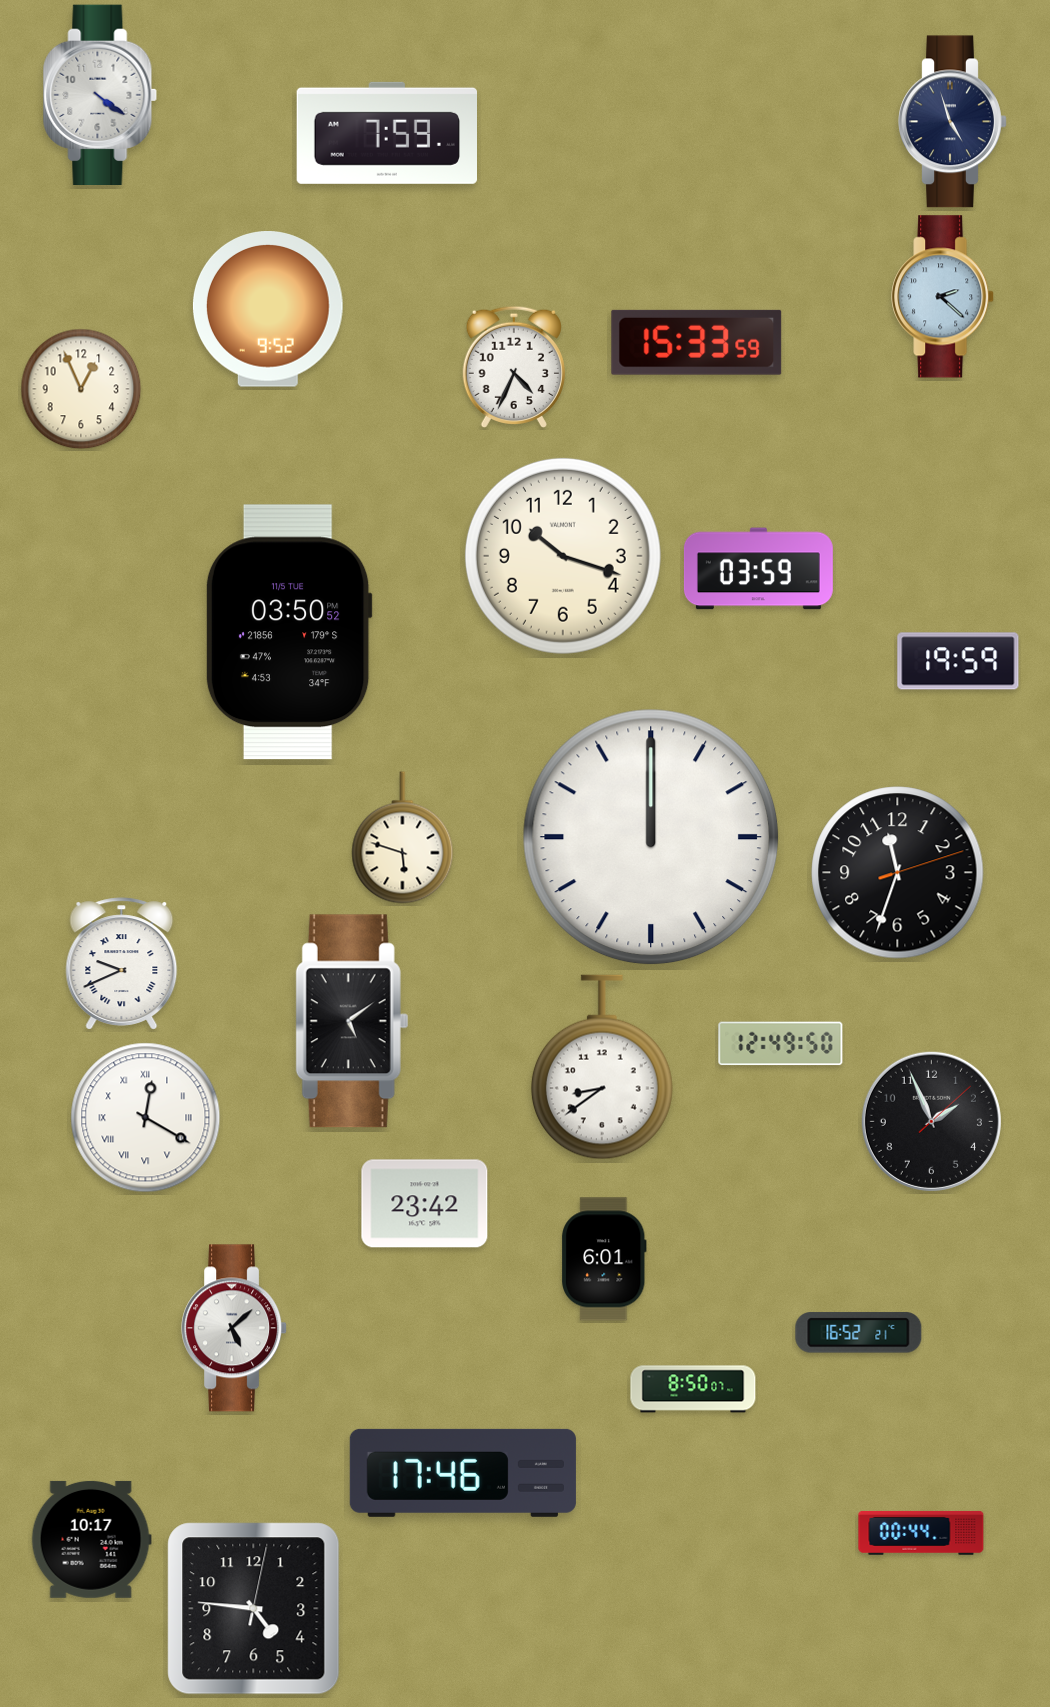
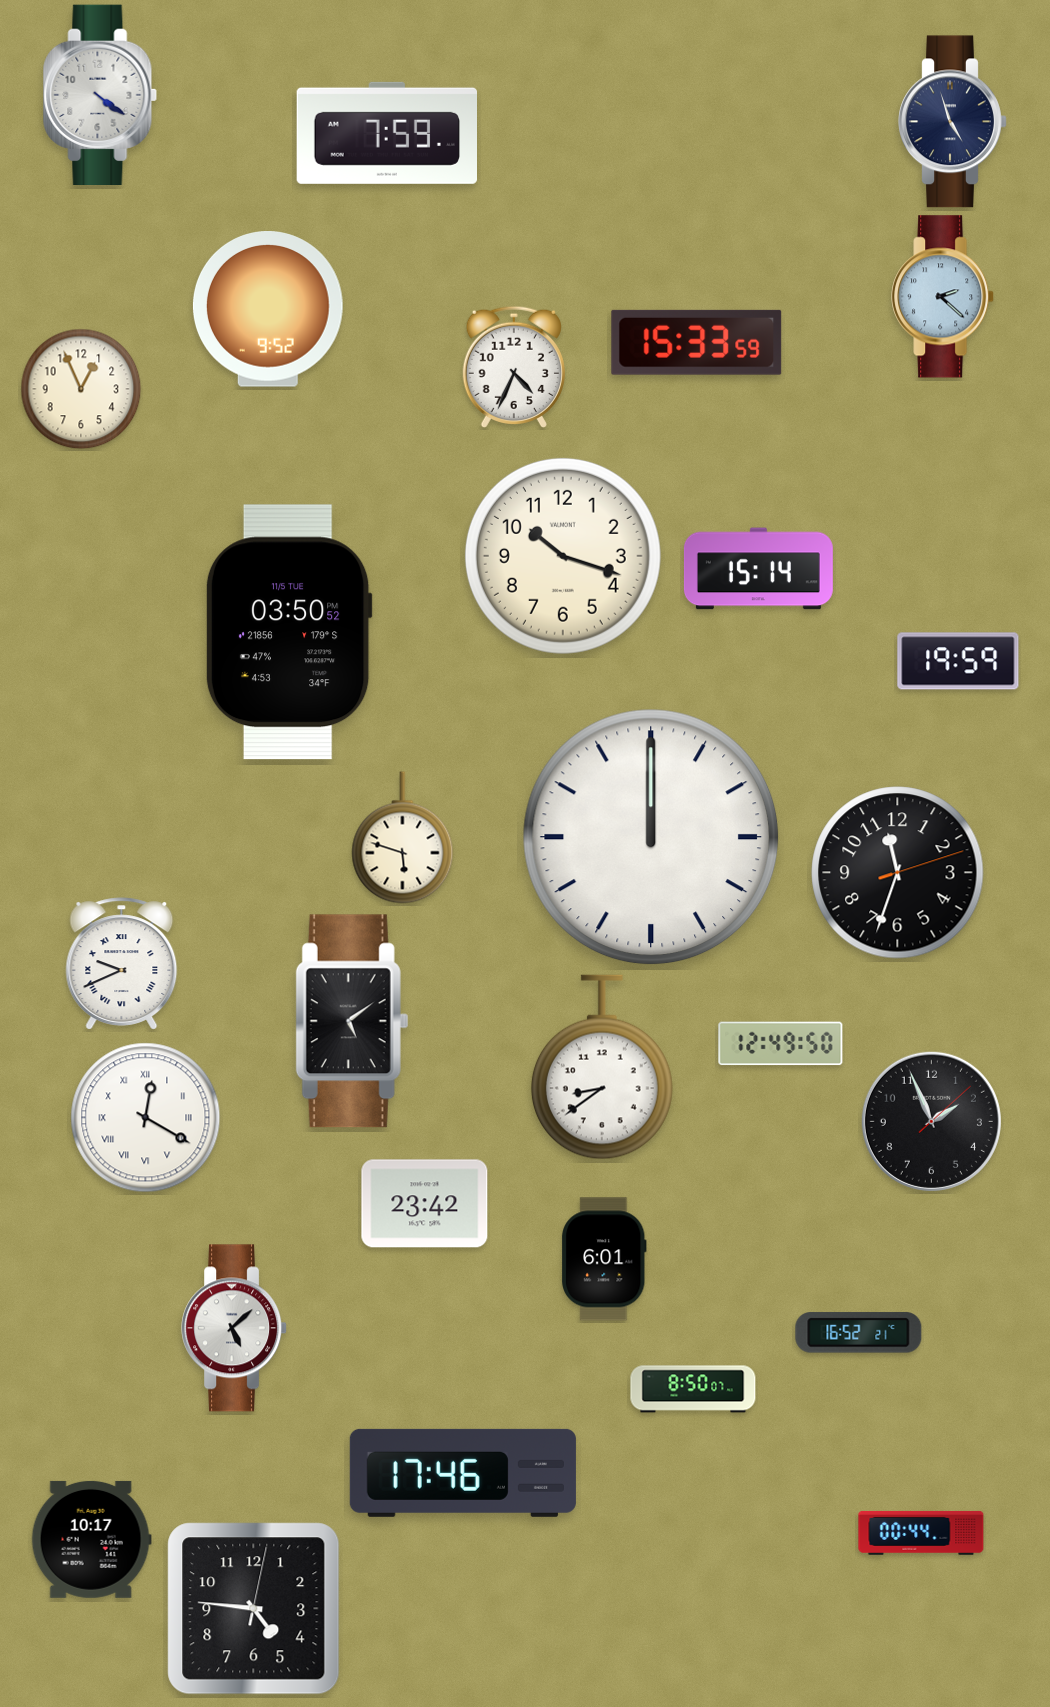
clock at (758, 569): 03:59 -> 15:14
